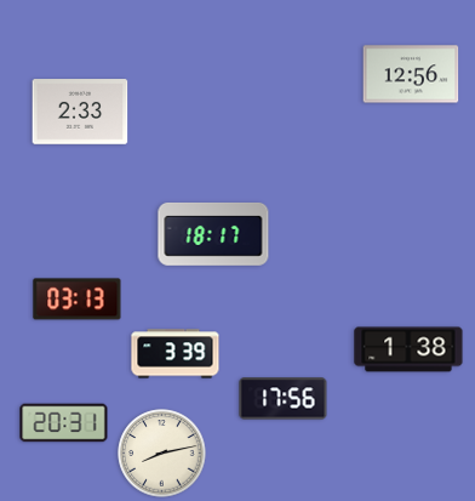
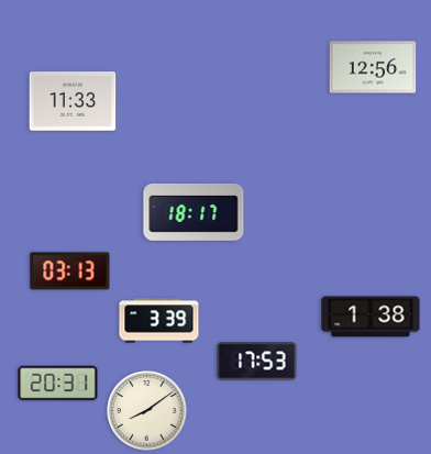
clock at (80, 112): 2:33 -> 11:33
clock at (284, 399): 17:56 -> 17:53
clock at (162, 454): 8:13 -> 8:09
